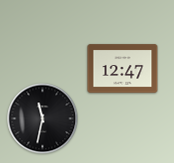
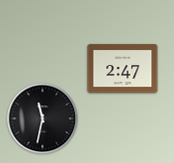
clock at (123, 69): 12:47 -> 2:47
